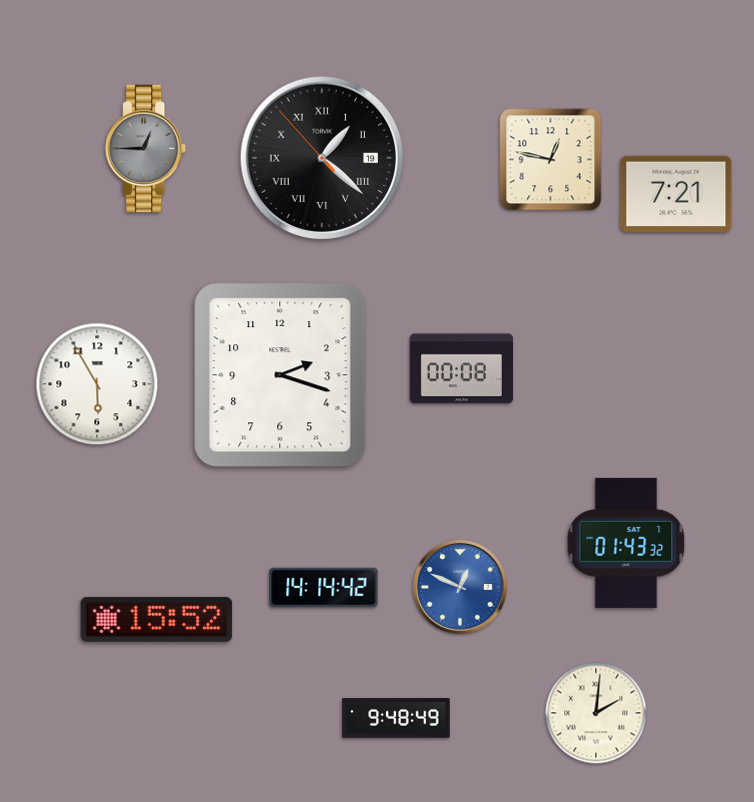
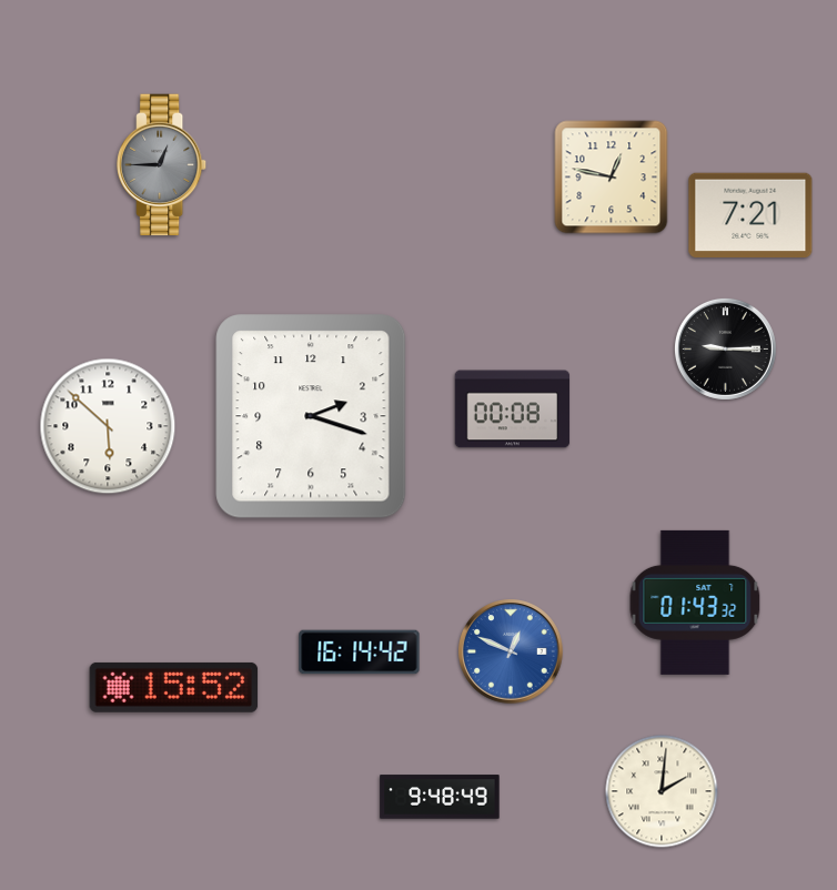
clock at (322, 158): 1:21 -> none
clock at (725, 348): none -> 9:15
clock at (97, 384): 5:55 -> 5:52
clock at (324, 588): 14:14 -> 16:14
